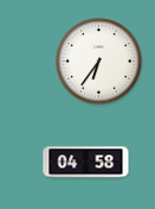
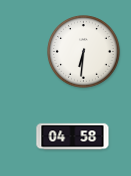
clock at (99, 62): 6:36 -> 6:31
